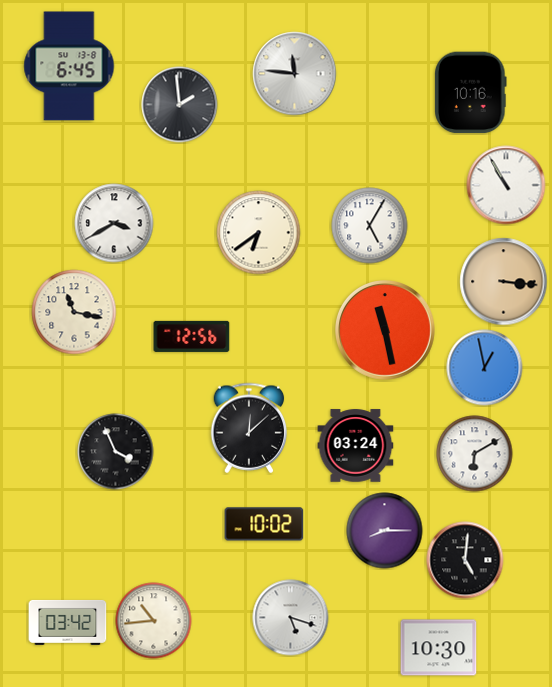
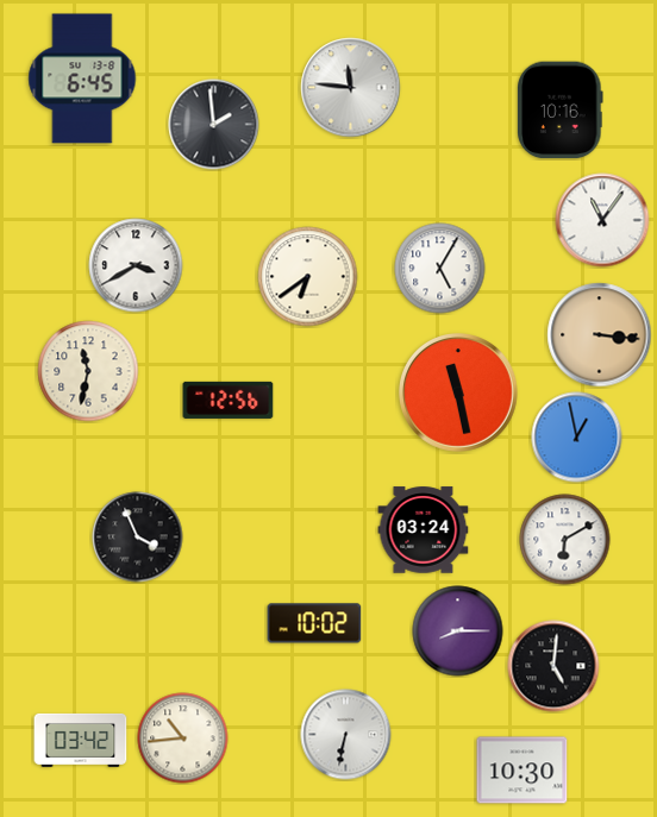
clock at (506, 185): 10:55 -> 11:06
clock at (74, 312): 11:17 -> 11:32
clock at (249, 428): 12:08 -> none
clock at (291, 618): 5:18 -> 6:32
